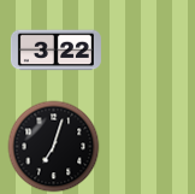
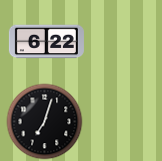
clock at (55, 51): 3:22 -> 6:22
